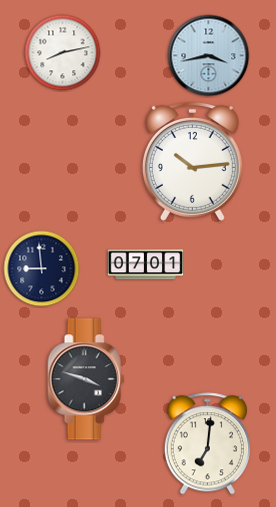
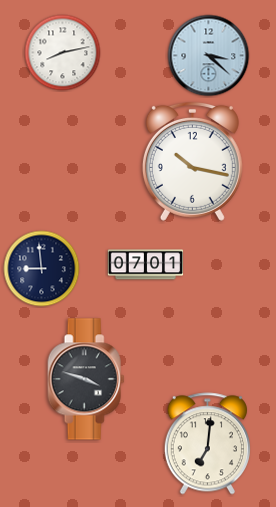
clock at (209, 56): 3:43 -> 3:22
clock at (192, 161): 10:14 -> 10:17
